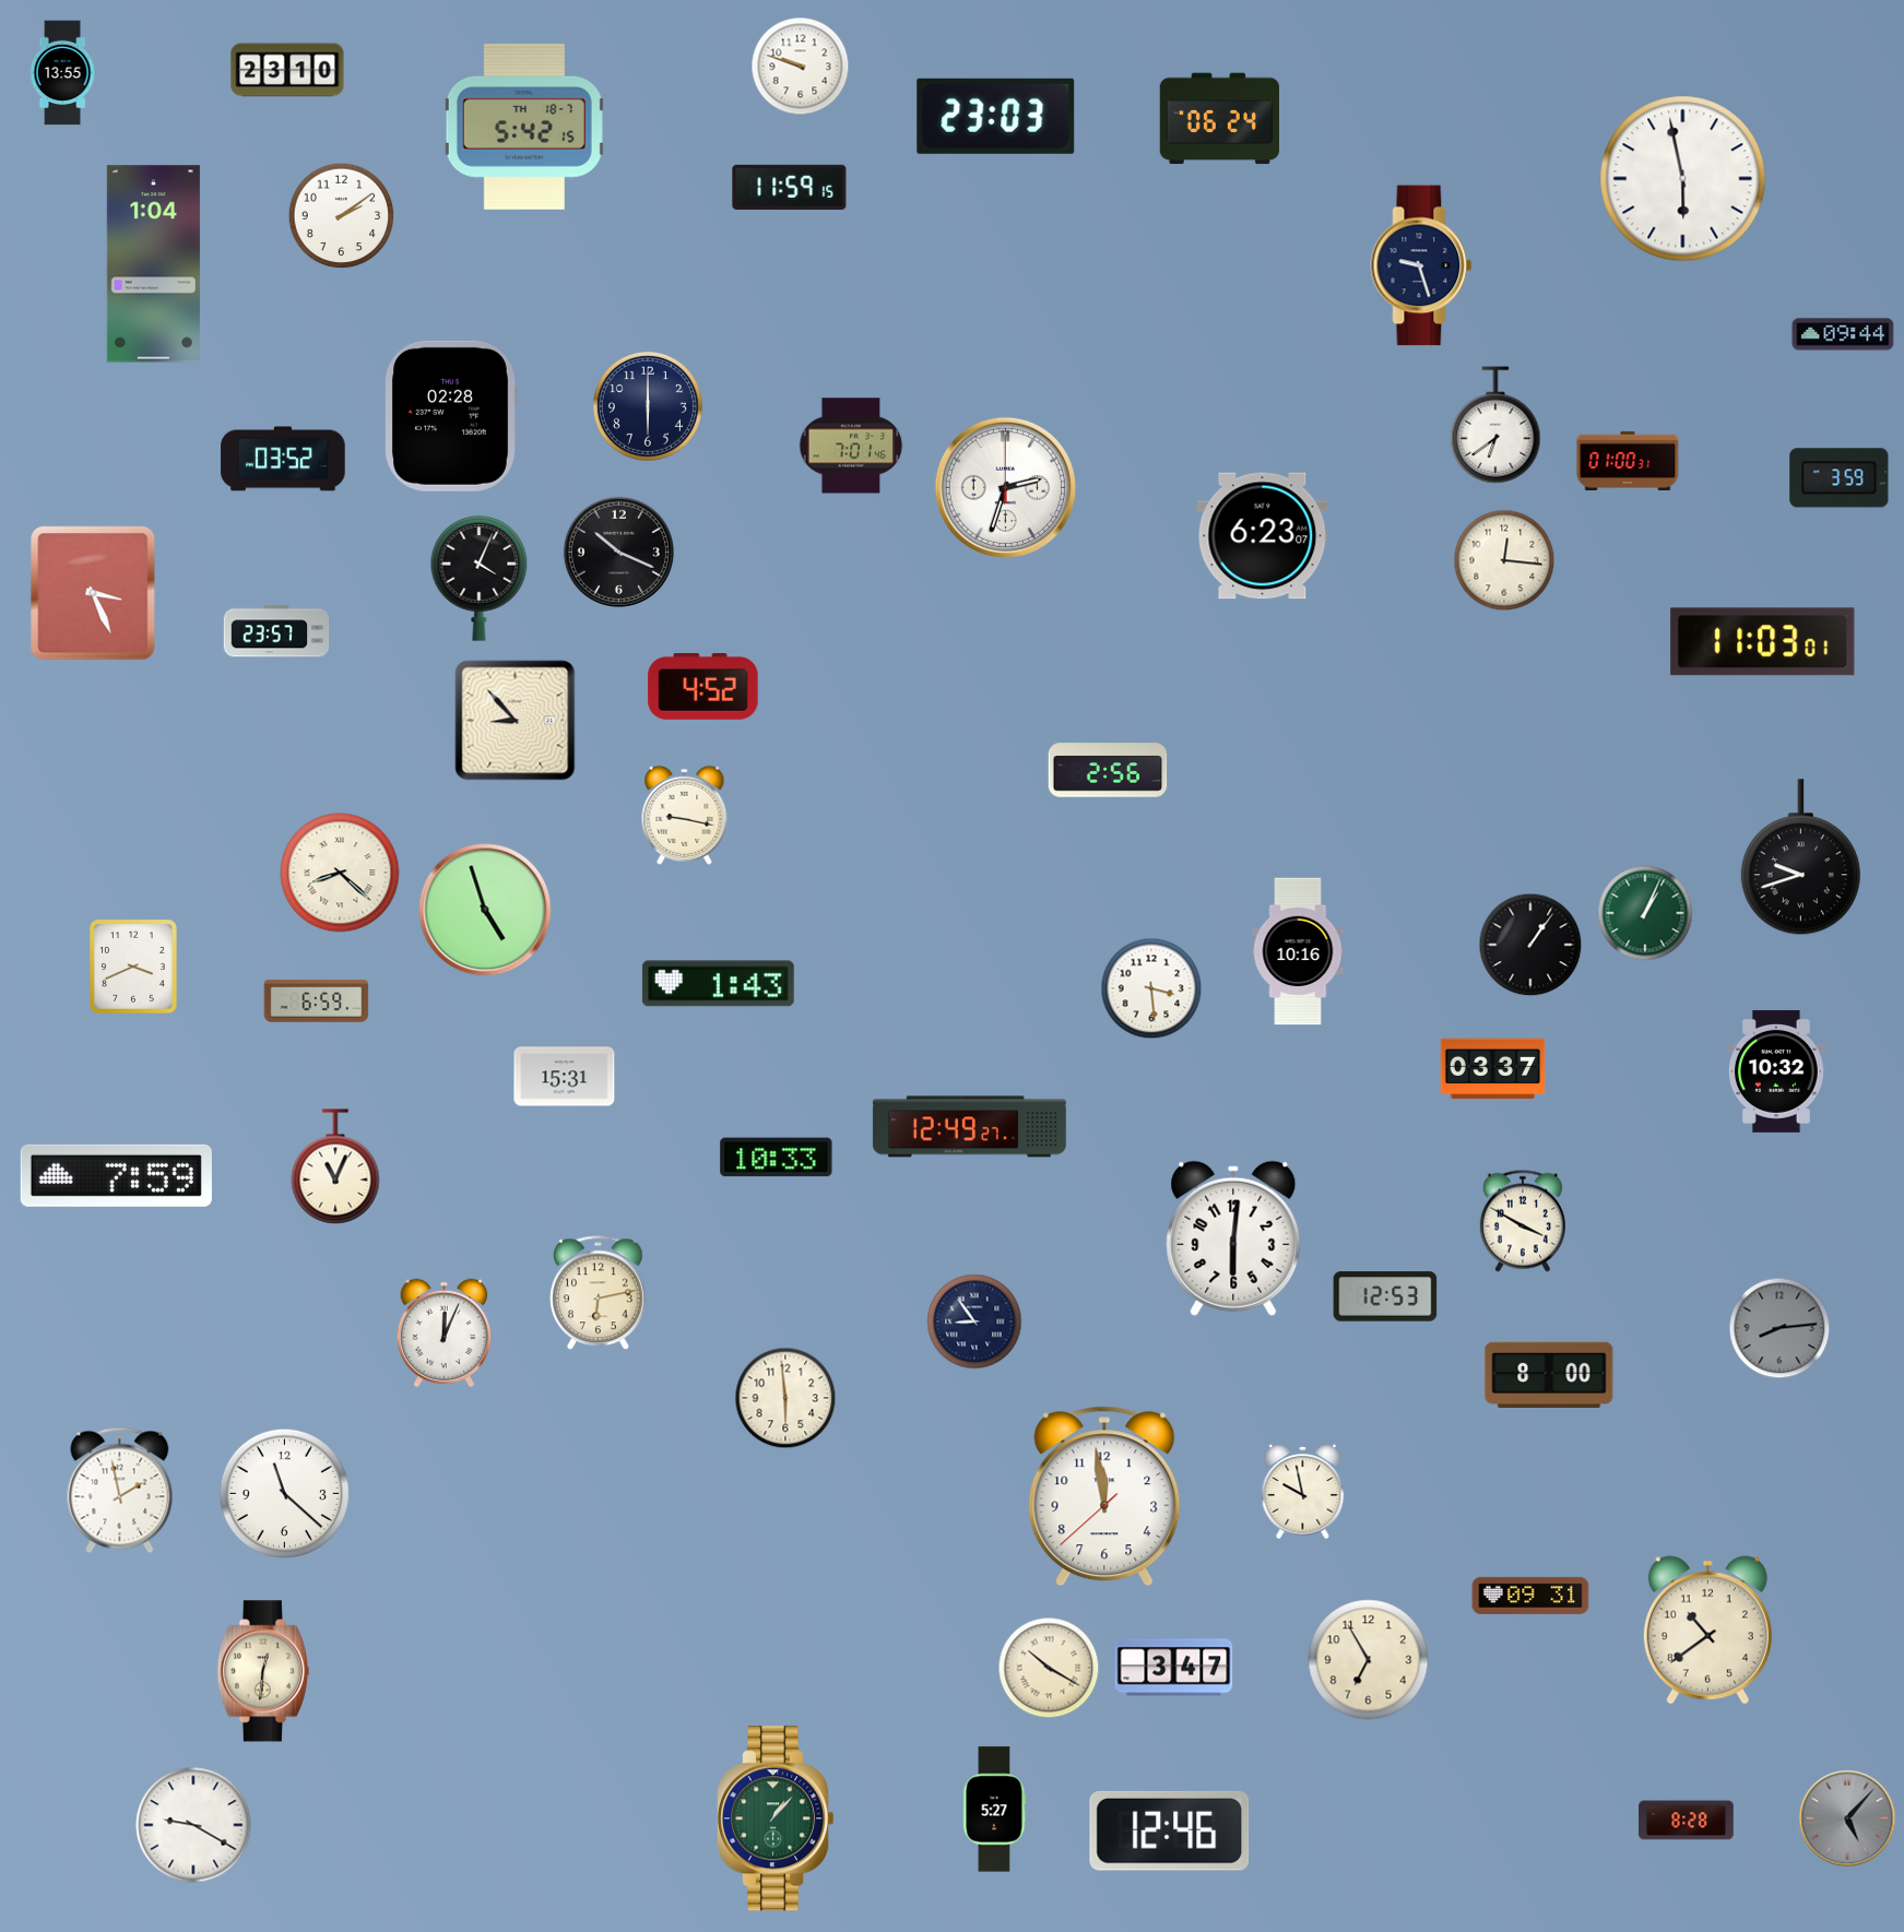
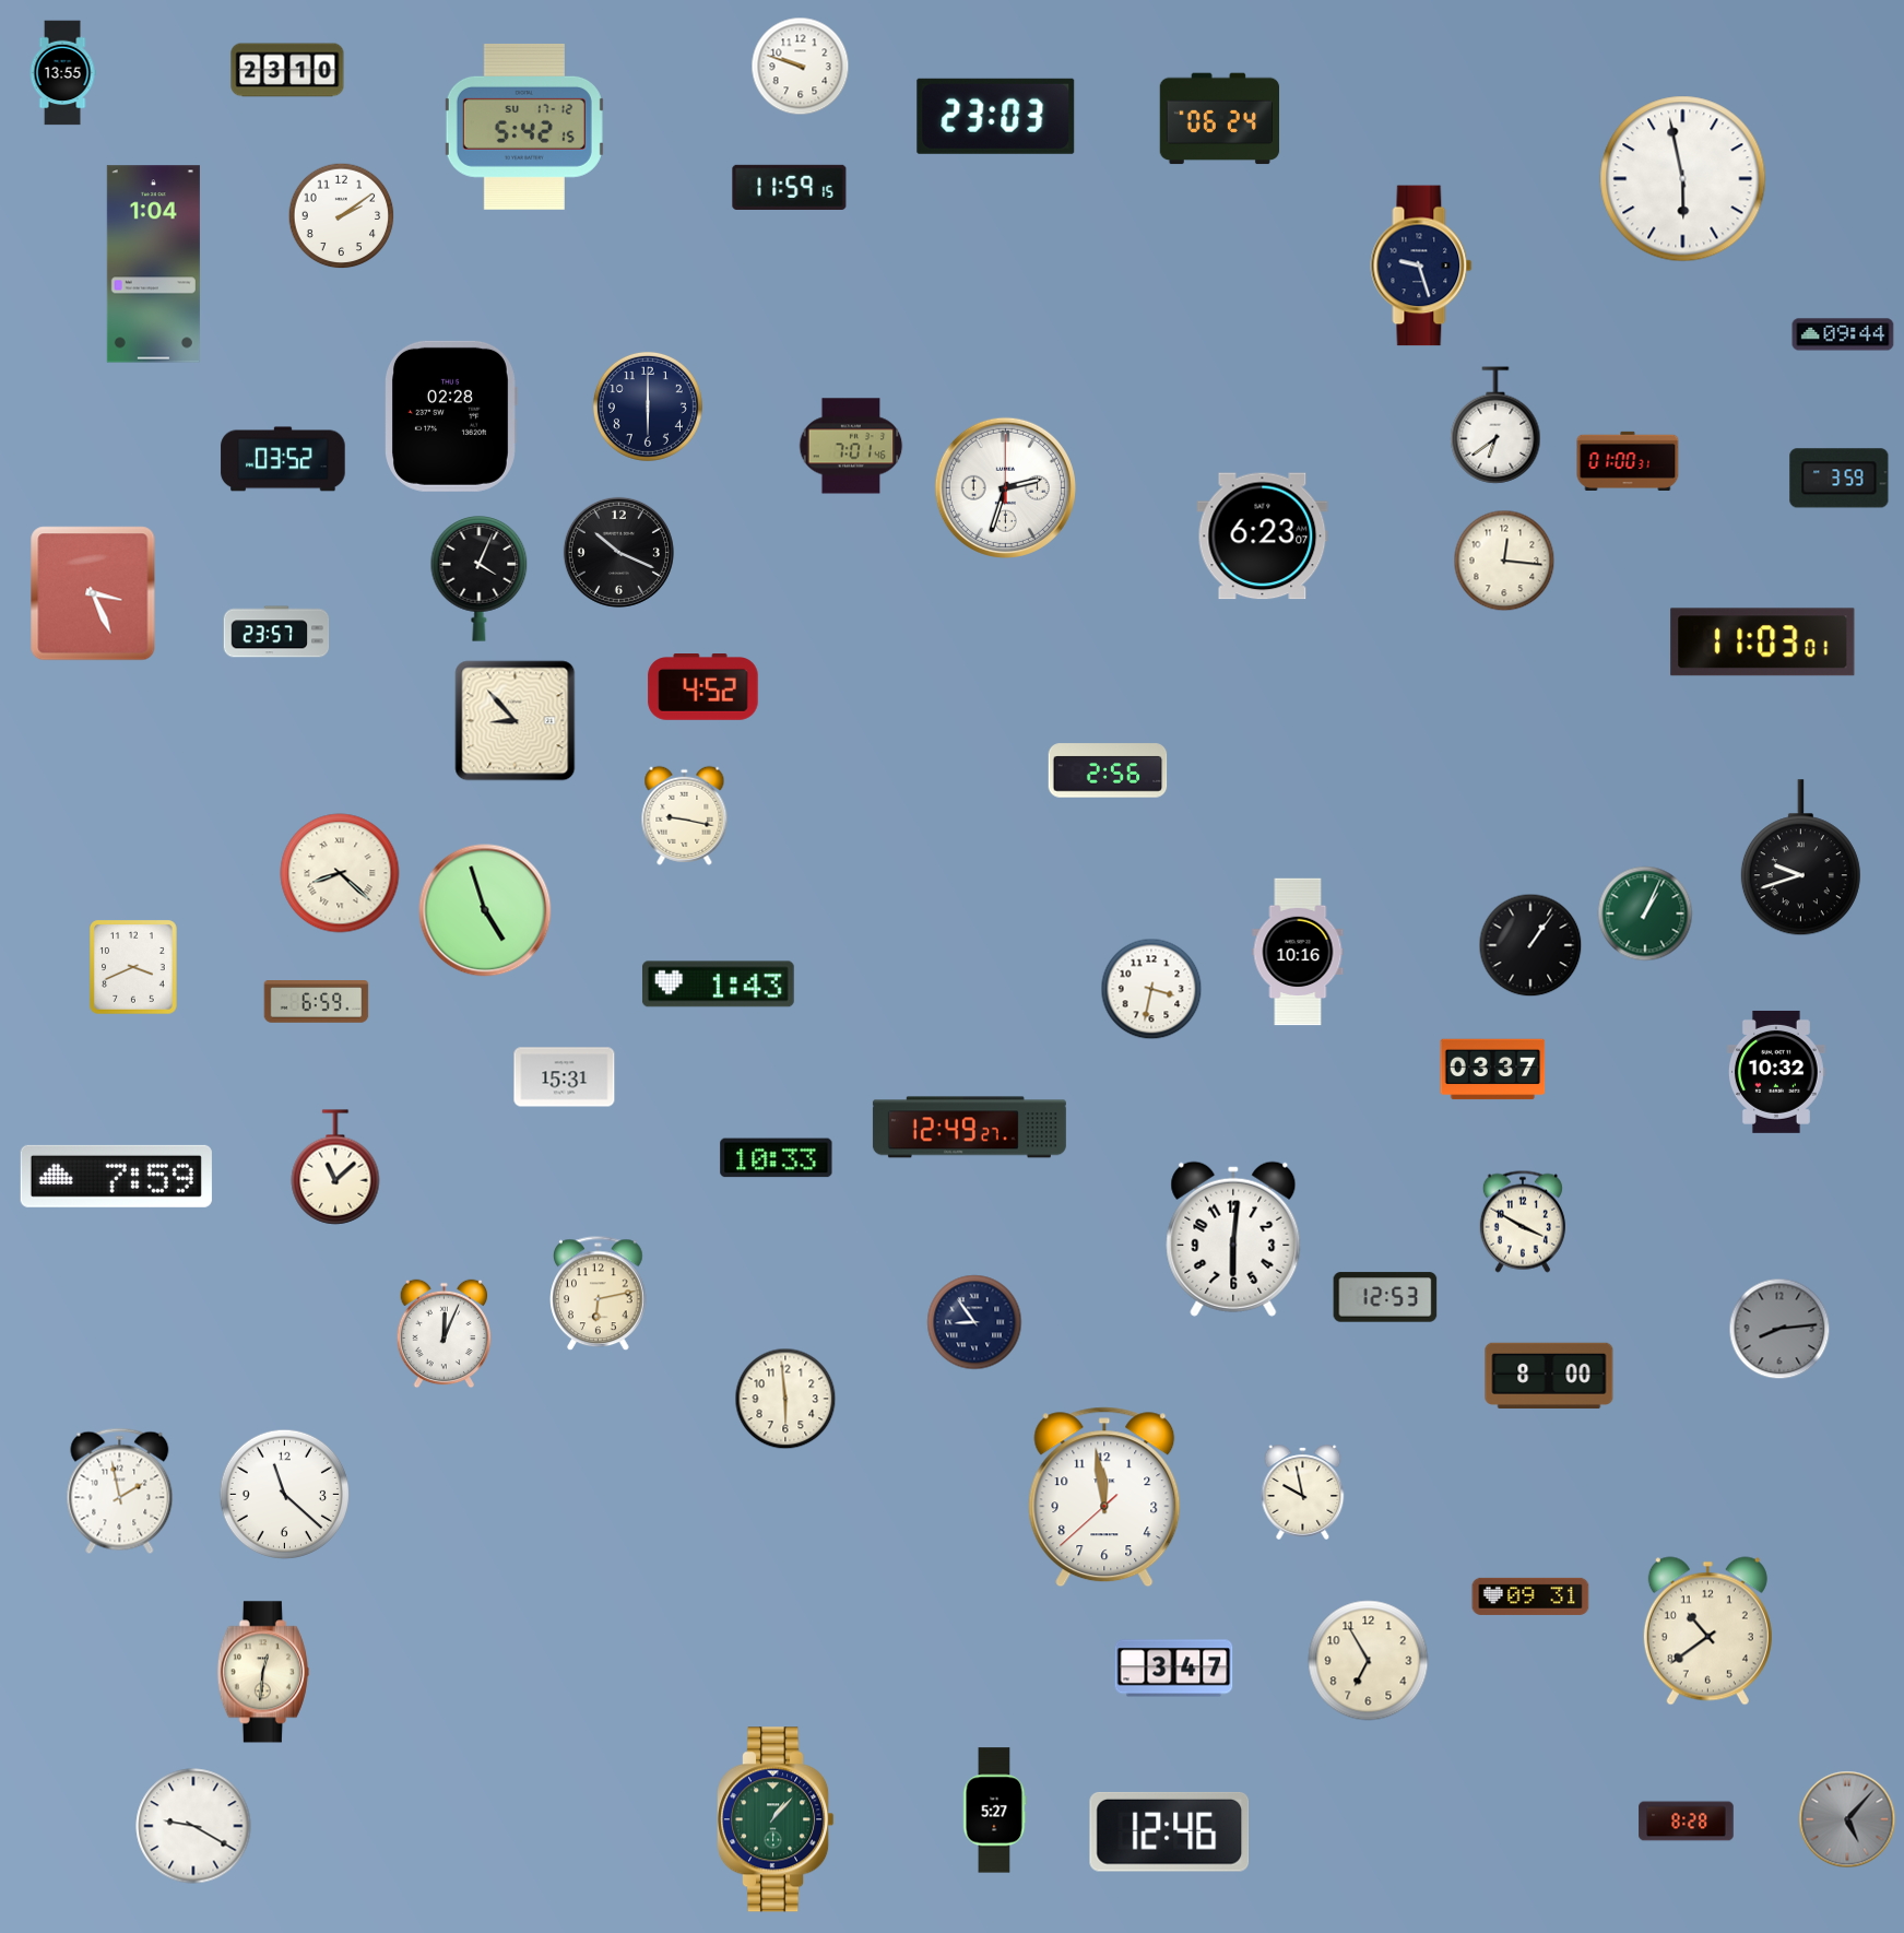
clock at (524, 127) date: TH 18-7 -> SU 17-12
clock at (1151, 988): 3:29 -> 3:32
clock at (335, 1166): 11:04 -> 11:08
clock at (1049, 1668): 10:20 -> none
